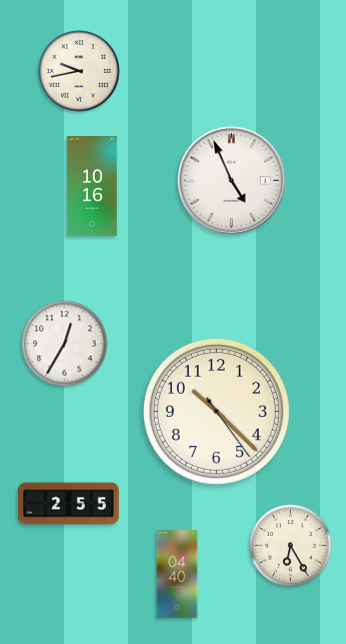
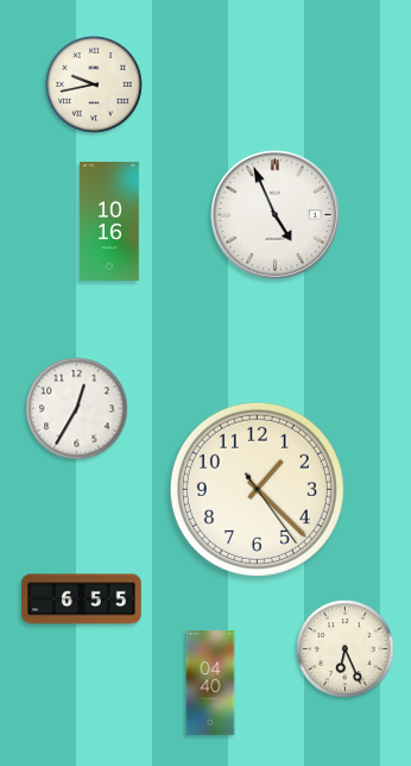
clock at (216, 411): 10:22 -> 1:22
clock at (69, 504): 2:55 -> 6:55
clock at (291, 546): 6:25 -> 6:26
